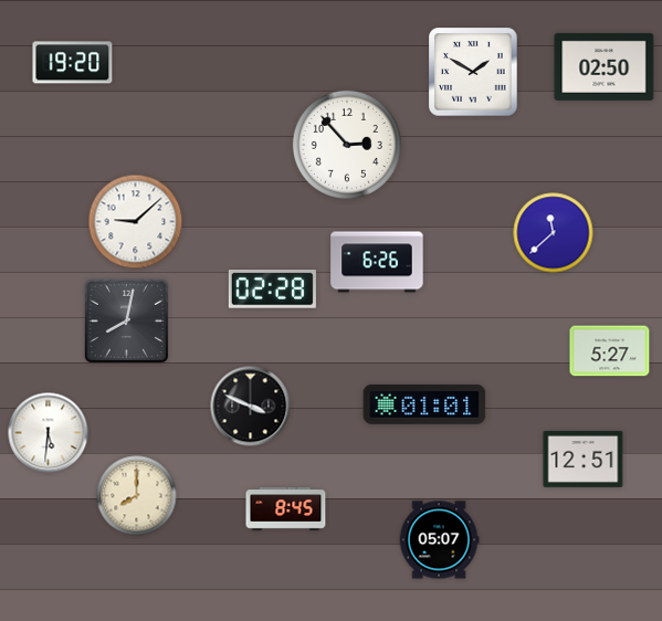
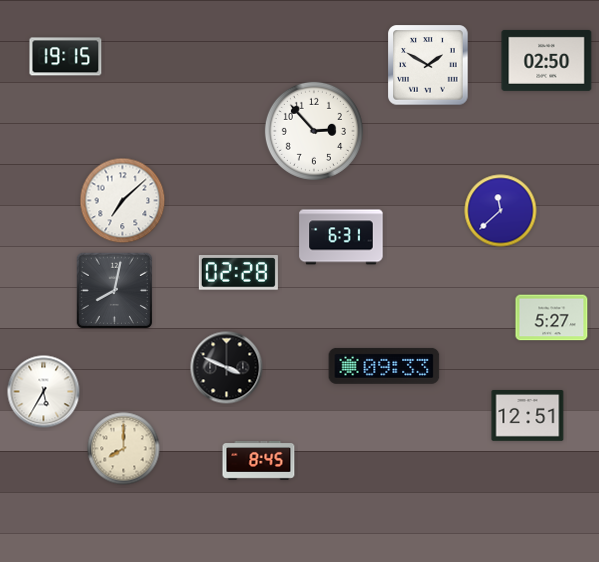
clock at (73, 63): 19:20 -> 19:15
clock at (136, 222): 9:08 -> 7:08
clock at (377, 262): 6:26 -> 6:31
clock at (272, 290) position: (272, 290) -> (238, 273)
clock at (424, 404): 01:01 -> 09:33
clock at (49, 433): 5:31 -> 5:35
clock at (439, 540): 05:07 -> none
